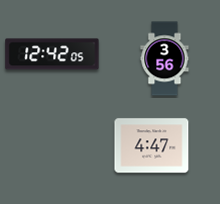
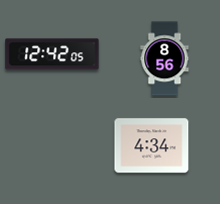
clock at (165, 59): 3:56 -> 8:56
clock at (152, 146): 4:47 -> 4:34
